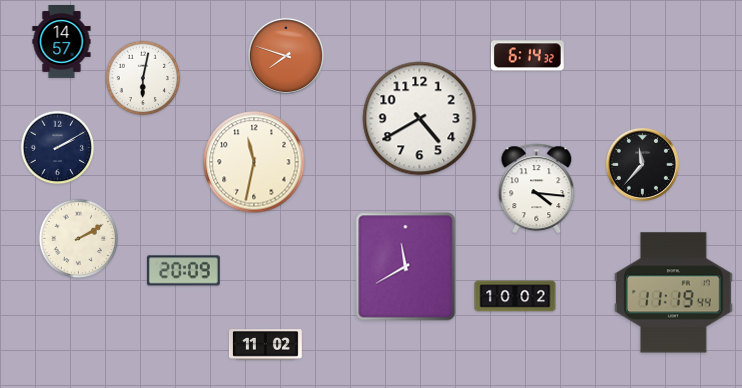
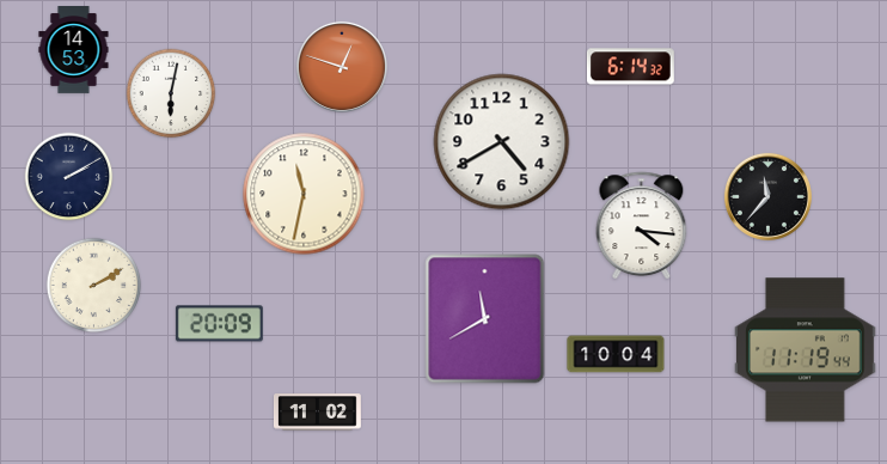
clock at (62, 42): 14:57 -> 14:53
clock at (286, 56): 7:48 -> 12:48
clock at (515, 296): 10:02 -> 10:04
